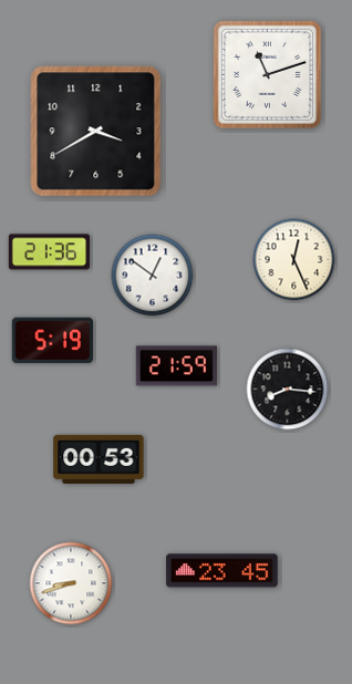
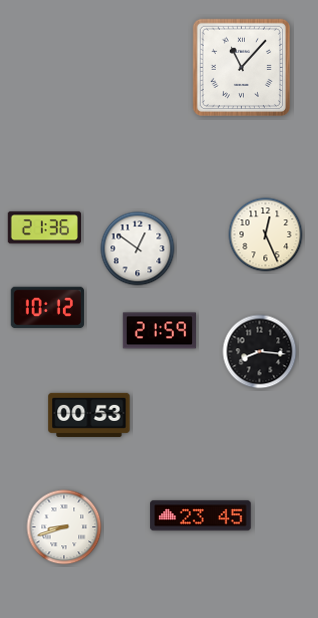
clock at (267, 74): 11:12 -> 11:07
clock at (96, 132): 3:40 -> none
clock at (52, 341): 5:19 -> 10:12
